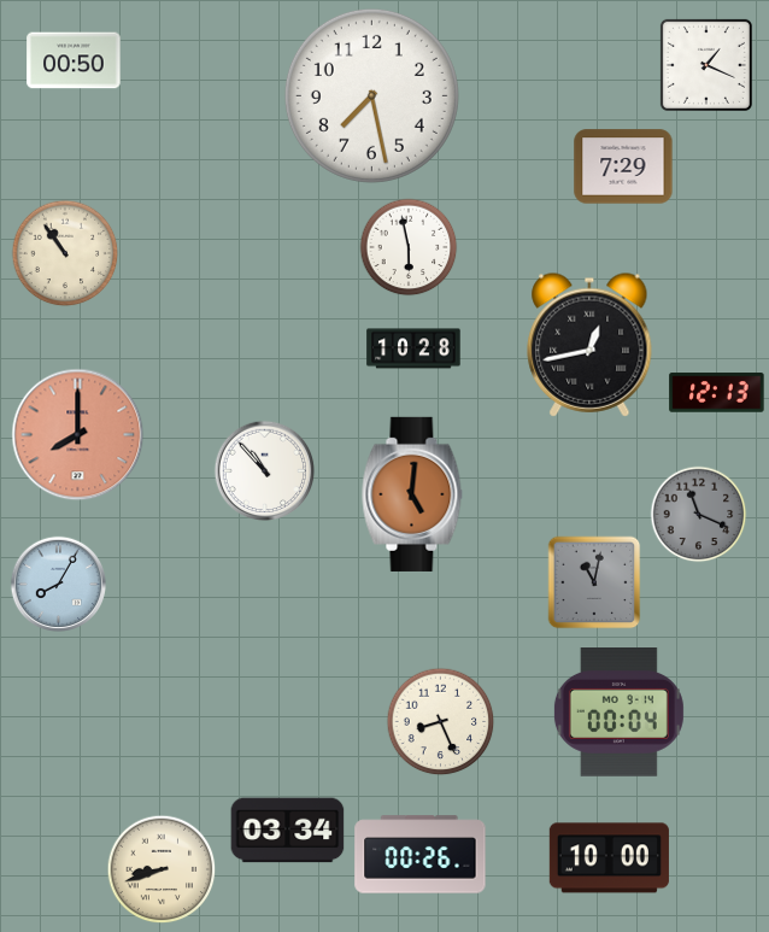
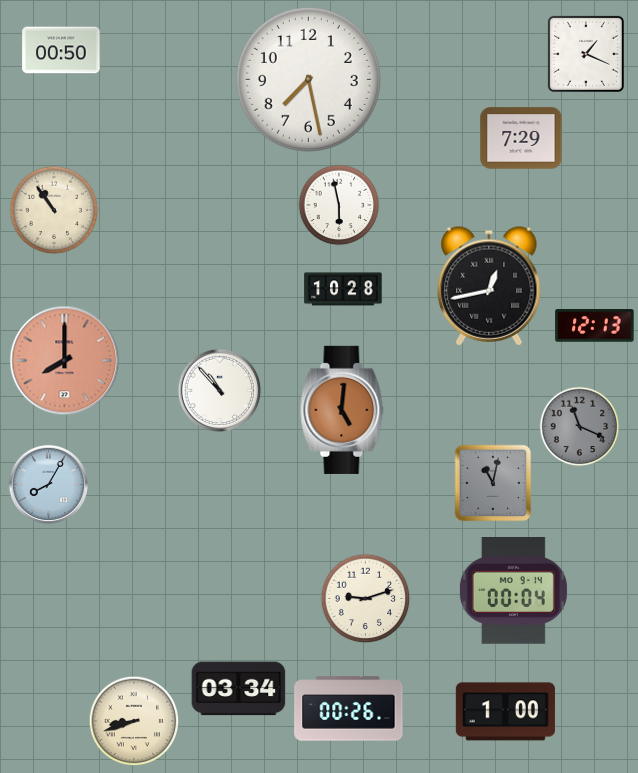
clock at (623, 166) position: (623, 166) -> (521, 138)
clock at (441, 722): 8:26 -> 9:12
clock at (609, 858): 10:00 -> 1:00
